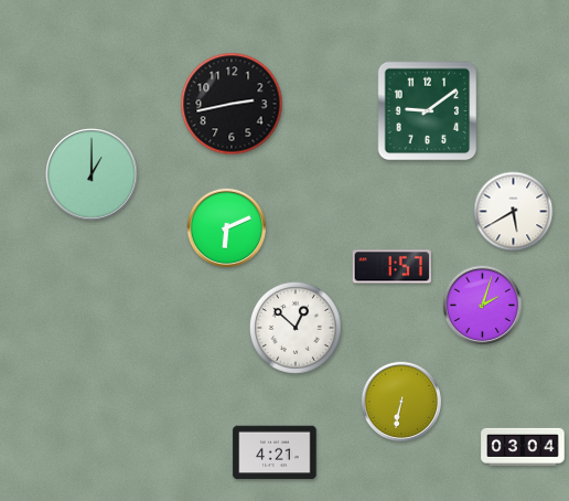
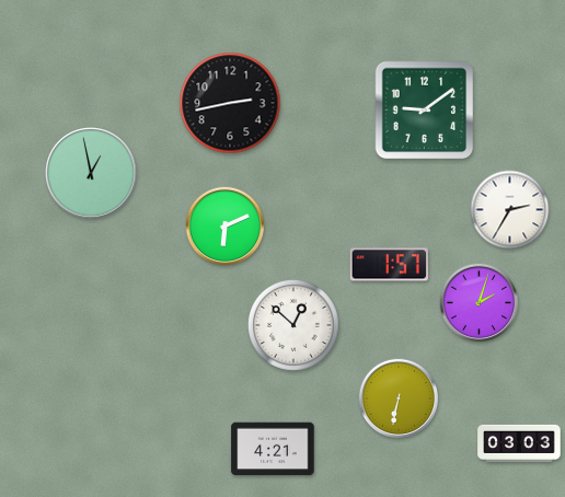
clock at (92, 174): 1:00 -> 12:58
clock at (514, 212): 5:40 -> 2:35
clock at (523, 447): 03:04 -> 03:03
